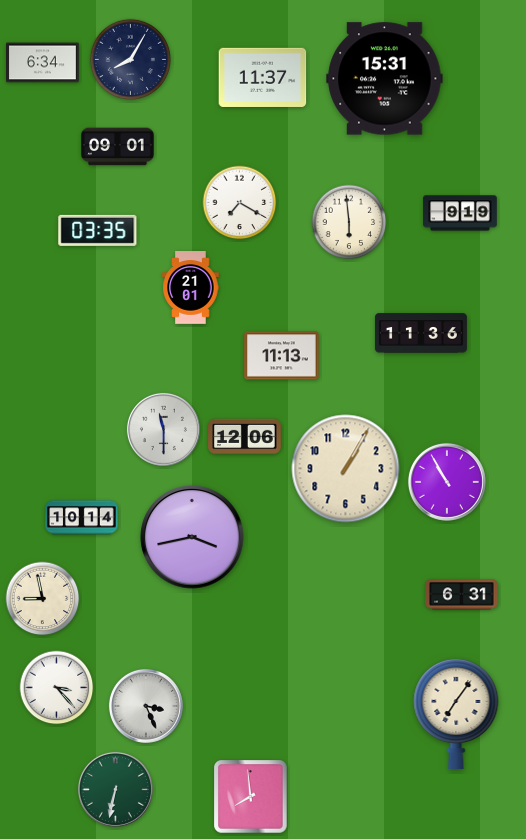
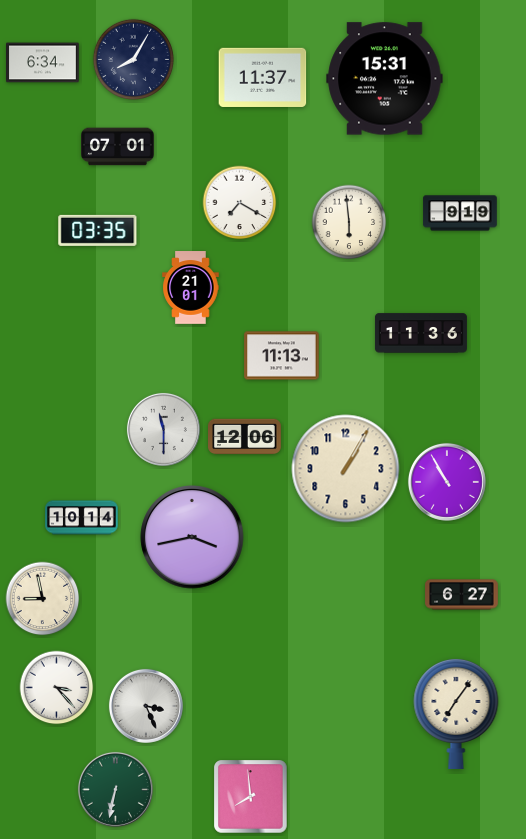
clock at (130, 59) position: (130, 59) -> (133, 59)
clock at (118, 147): 09:01 -> 07:01
clock at (462, 595): 6:31 -> 6:27
